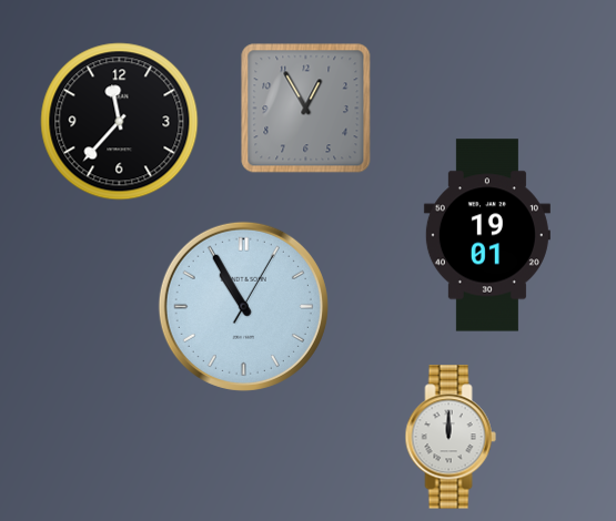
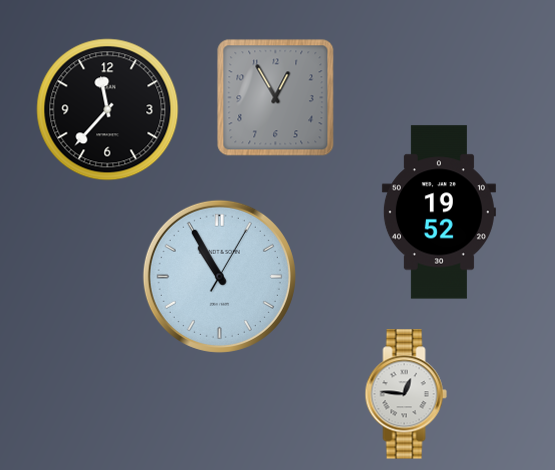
clock at (487, 235): 19:01 -> 19:52
clock at (451, 437): 12:00 -> 12:46
